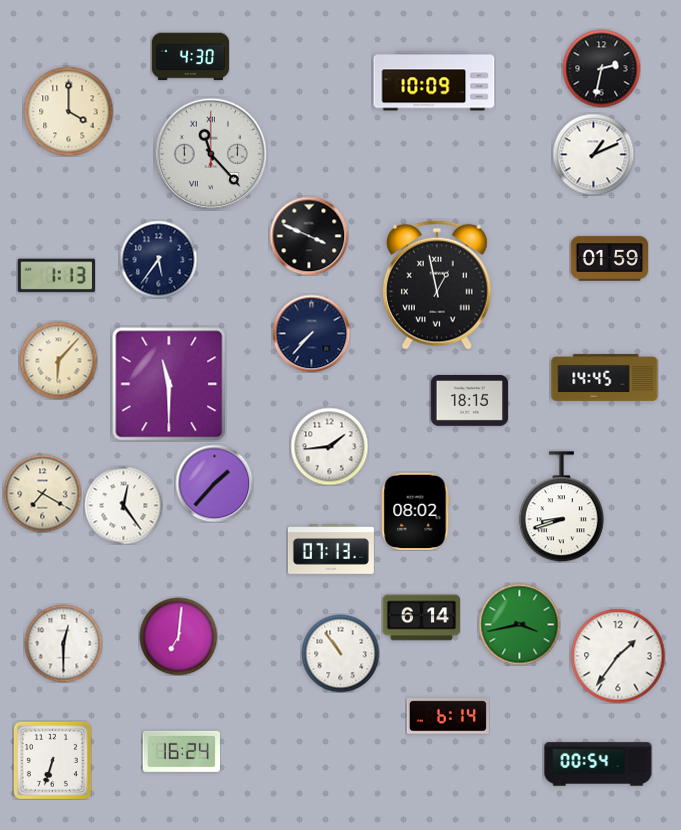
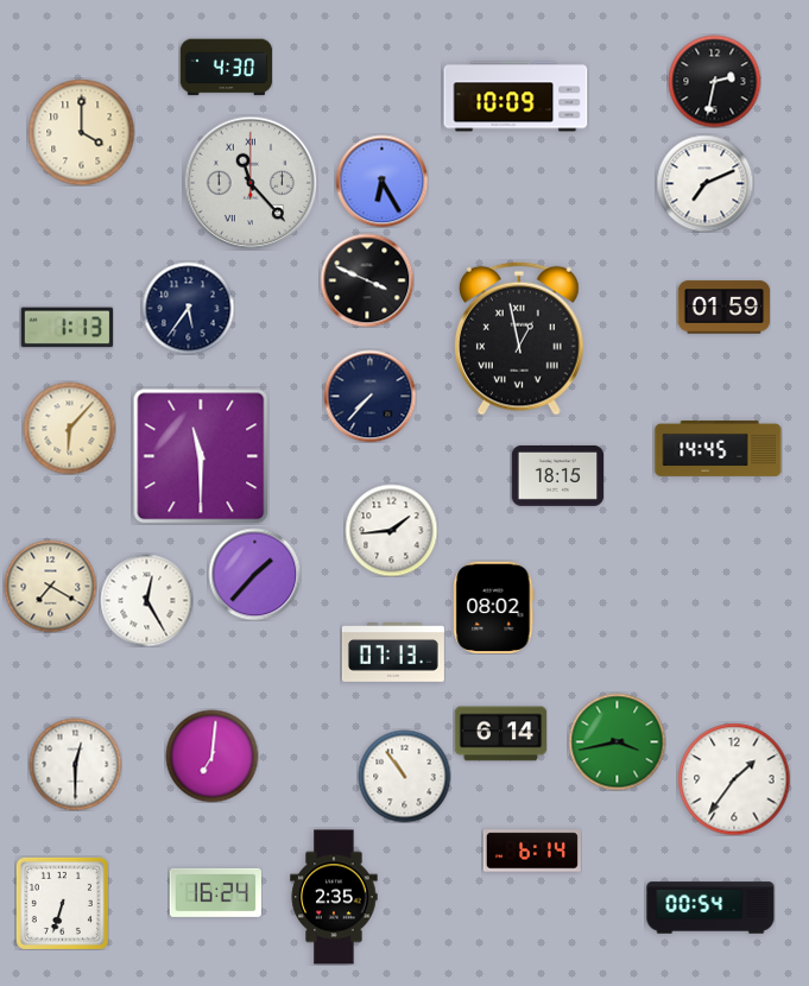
clock at (381, 181): none -> 6:25
clock at (593, 154): 1:11 -> 7:11
clock at (123, 505): 12:24 -> 12:25
clock at (561, 507): 8:42 -> none
clock at (334, 897): none -> 2:35
